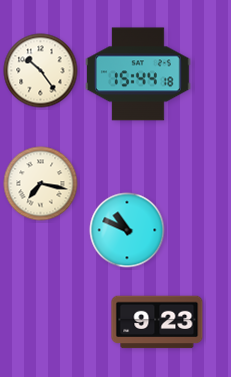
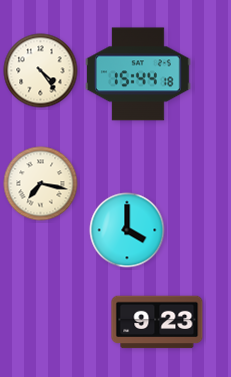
clock at (41, 71): 10:24 -> 4:24
clock at (127, 230): 10:49 -> 4:00
